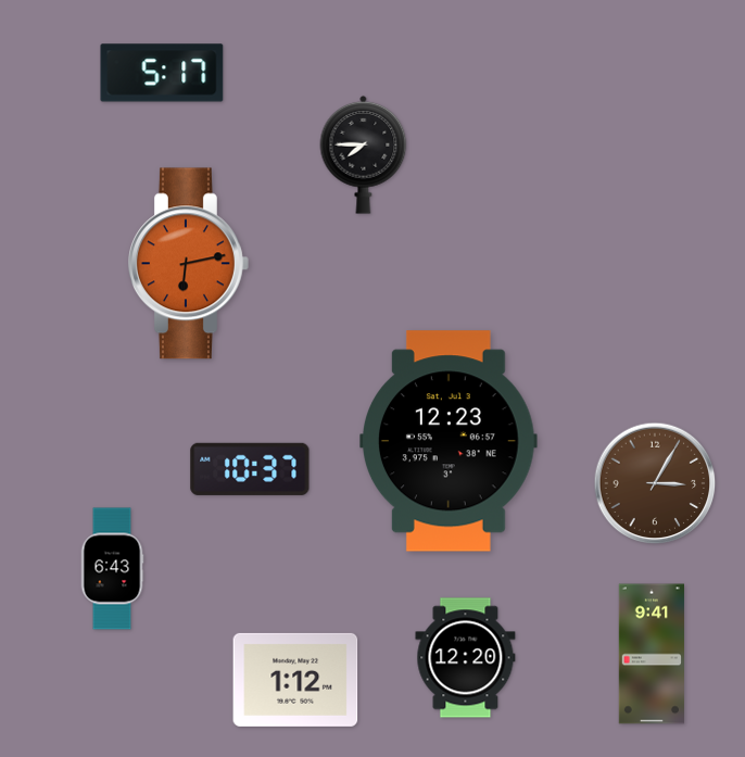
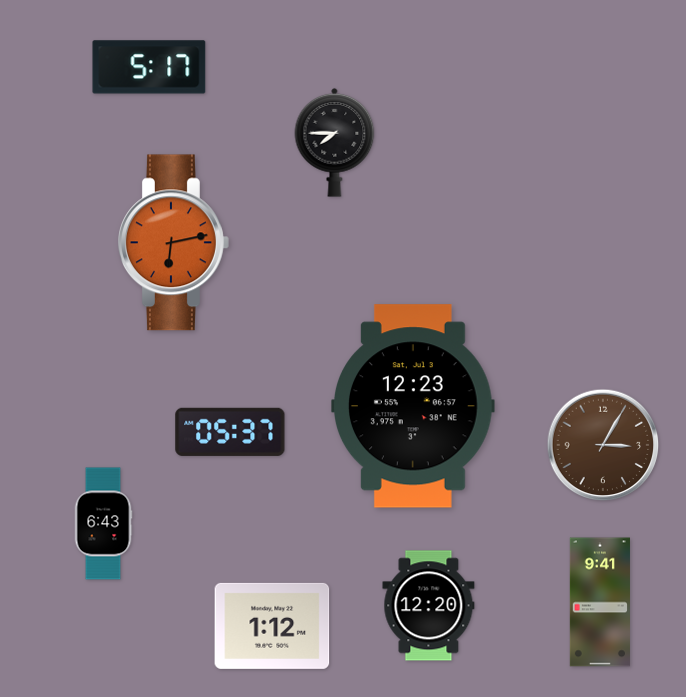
clock at (250, 469): 10:37 -> 05:37
